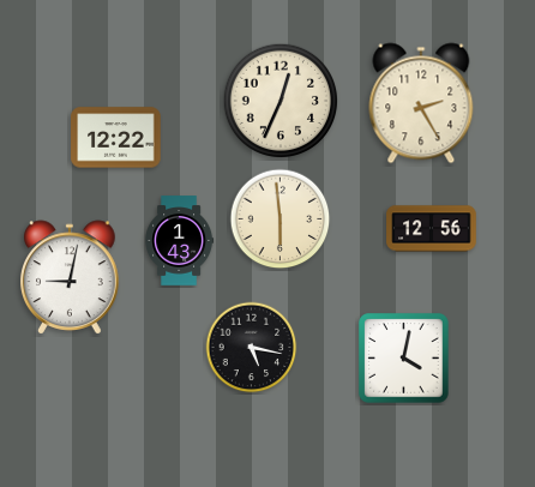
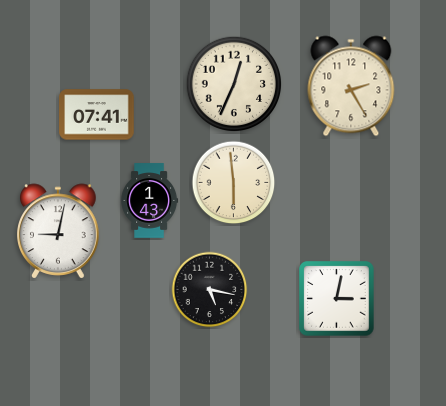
clock at (116, 138): 12:22 -> 07:41
clock at (432, 229): 12:56 -> none
clock at (404, 359): 4:02 -> 3:02
